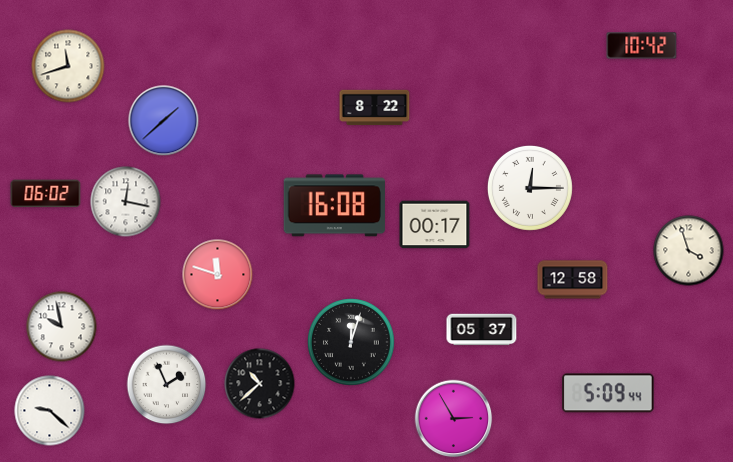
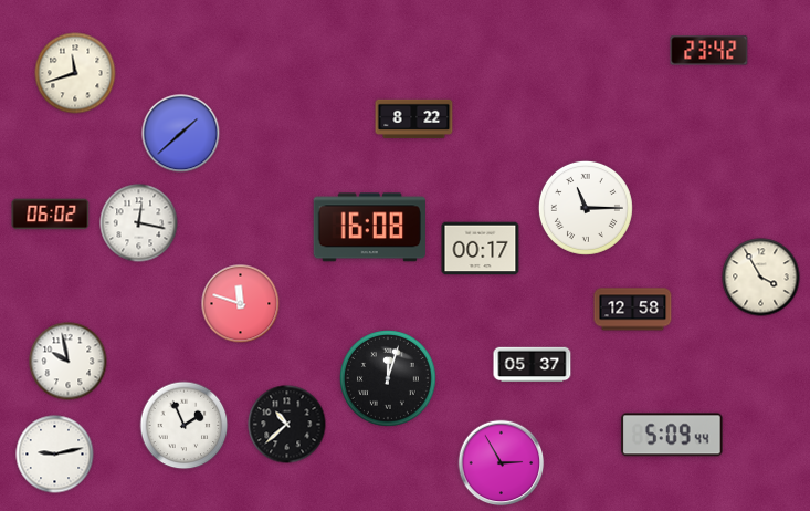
clock at (642, 46): 10:42 -> 23:42
clock at (530, 188): 12:15 -> 11:15
clock at (689, 251): 3:57 -> 3:55
clock at (50, 411): 9:22 -> 9:13
